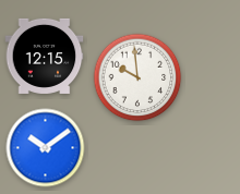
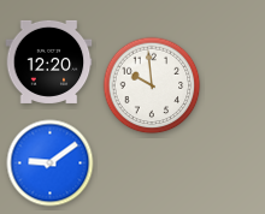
clock at (45, 56): 12:15 -> 12:20
clock at (46, 148): 10:09 -> 9:09
